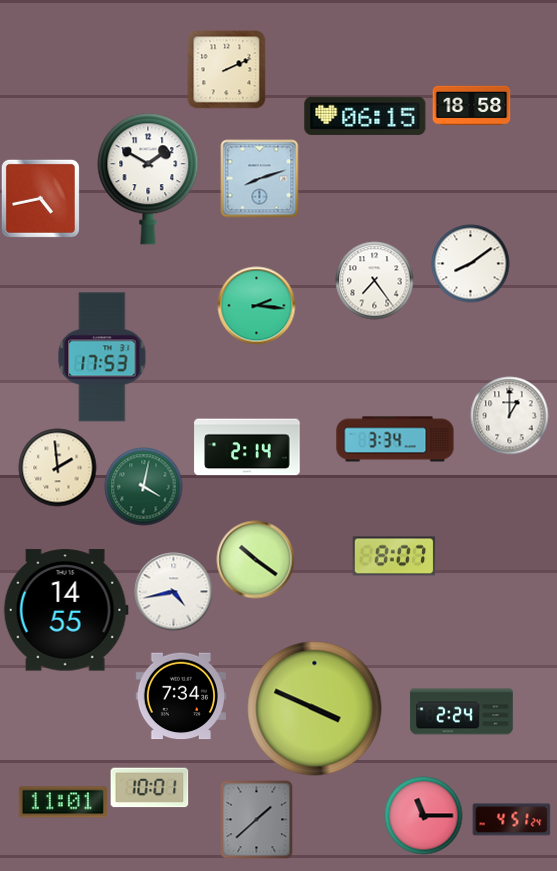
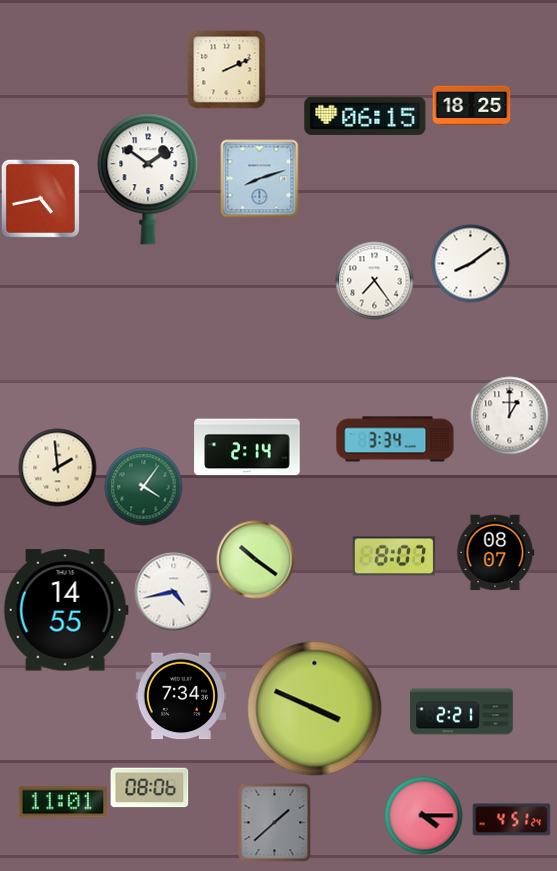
clock at (471, 106): 18:58 -> 18:25
clock at (148, 179): 1:50 -> 1:51
clock at (256, 305): 2:16 -> none
clock at (102, 357): 17:53 -> none
clock at (143, 486): 4:02 -> 4:06
clock at (495, 553): none -> 08:07
clock at (462, 712): 2:24 -> 2:21
clock at (149, 788): 10:01 -> 08:06
clock at (423, 815): 11:15 -> 4:15
clock at (257, 819) position: (257, 819) -> (275, 822)
